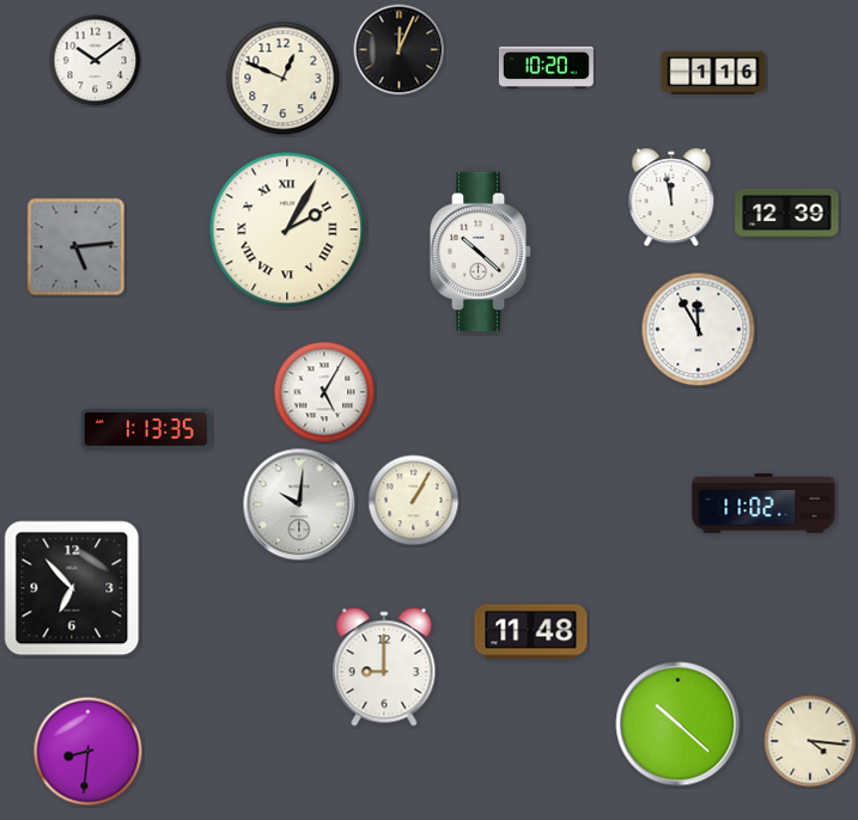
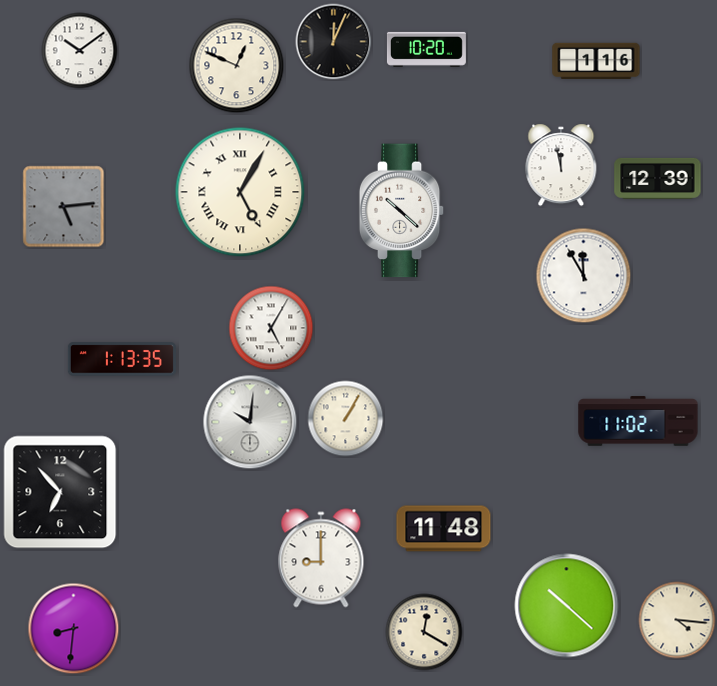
clock at (546, 67) position: (546, 67) -> (426, 49)
clock at (287, 230): 2:05 -> 5:05
clock at (424, 632): none -> 12:20
